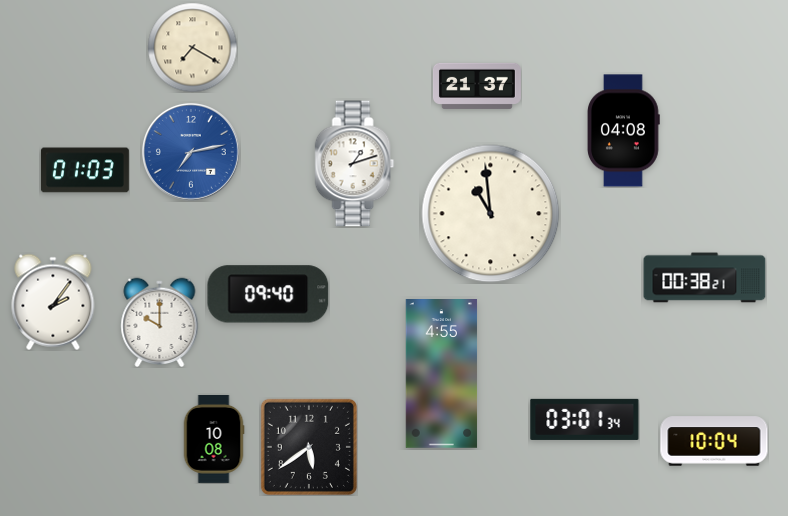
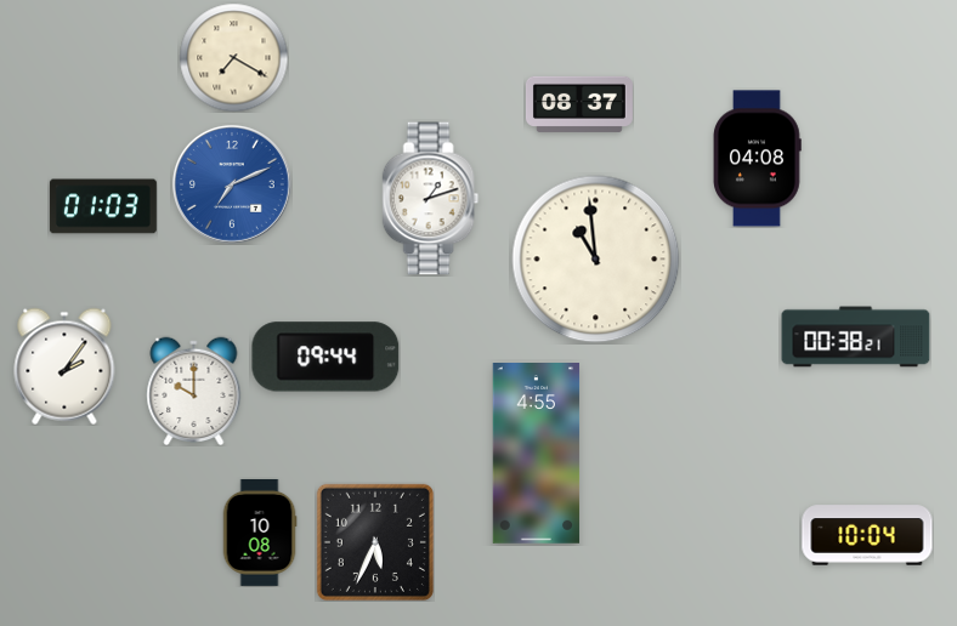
clock at (477, 86): 21:37 -> 08:37
clock at (191, 152): 7:13 -> 7:11
clock at (268, 294): 09:40 -> 09:44
clock at (585, 419): 03:01 -> none
clock at (309, 447): 5:39 -> 5:34
